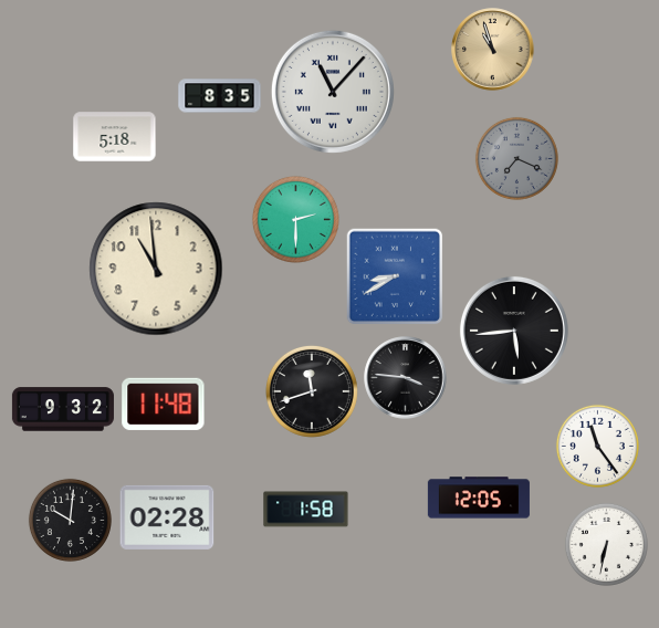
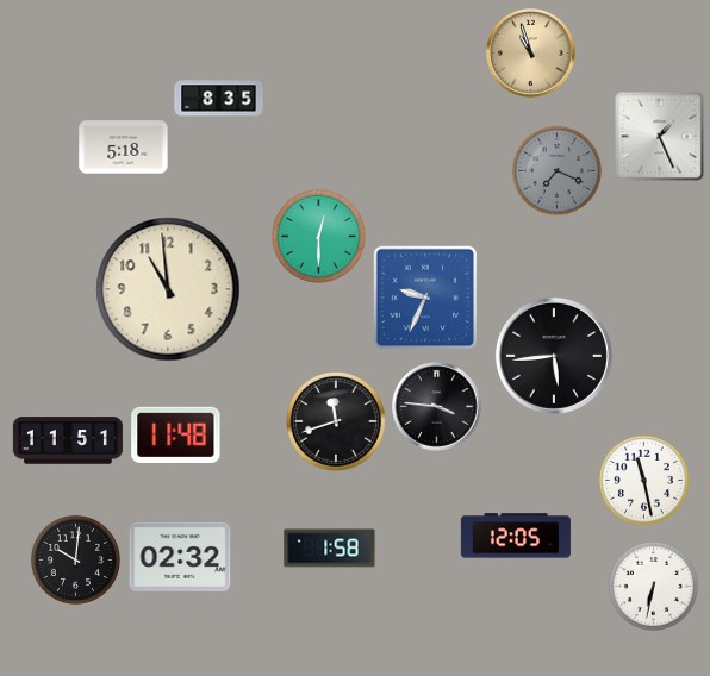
clock at (333, 92): 11:07 -> none
clock at (220, 96) position: (220, 96) -> (219, 99)
clock at (660, 137): none -> 1:26
clock at (295, 219): 2:30 -> 12:30
clock at (395, 276): 8:40 -> 9:34
clock at (63, 409): 9:32 -> 11:51
clock at (597, 446): 11:24 -> 11:28
clock at (167, 517): 02:28 -> 02:32
